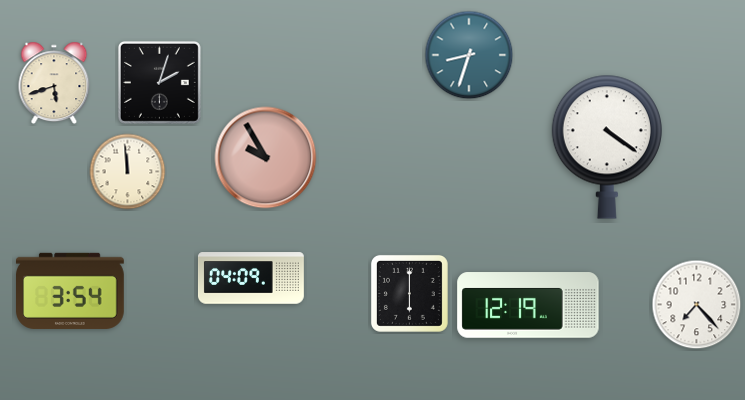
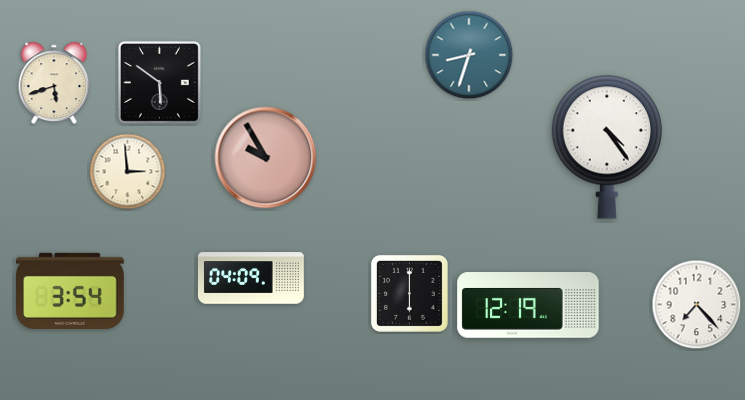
clock at (159, 82): 2:03 -> 5:51
clock at (607, 147): 4:21 -> 4:24
clock at (128, 172): 11:59 -> 2:59
